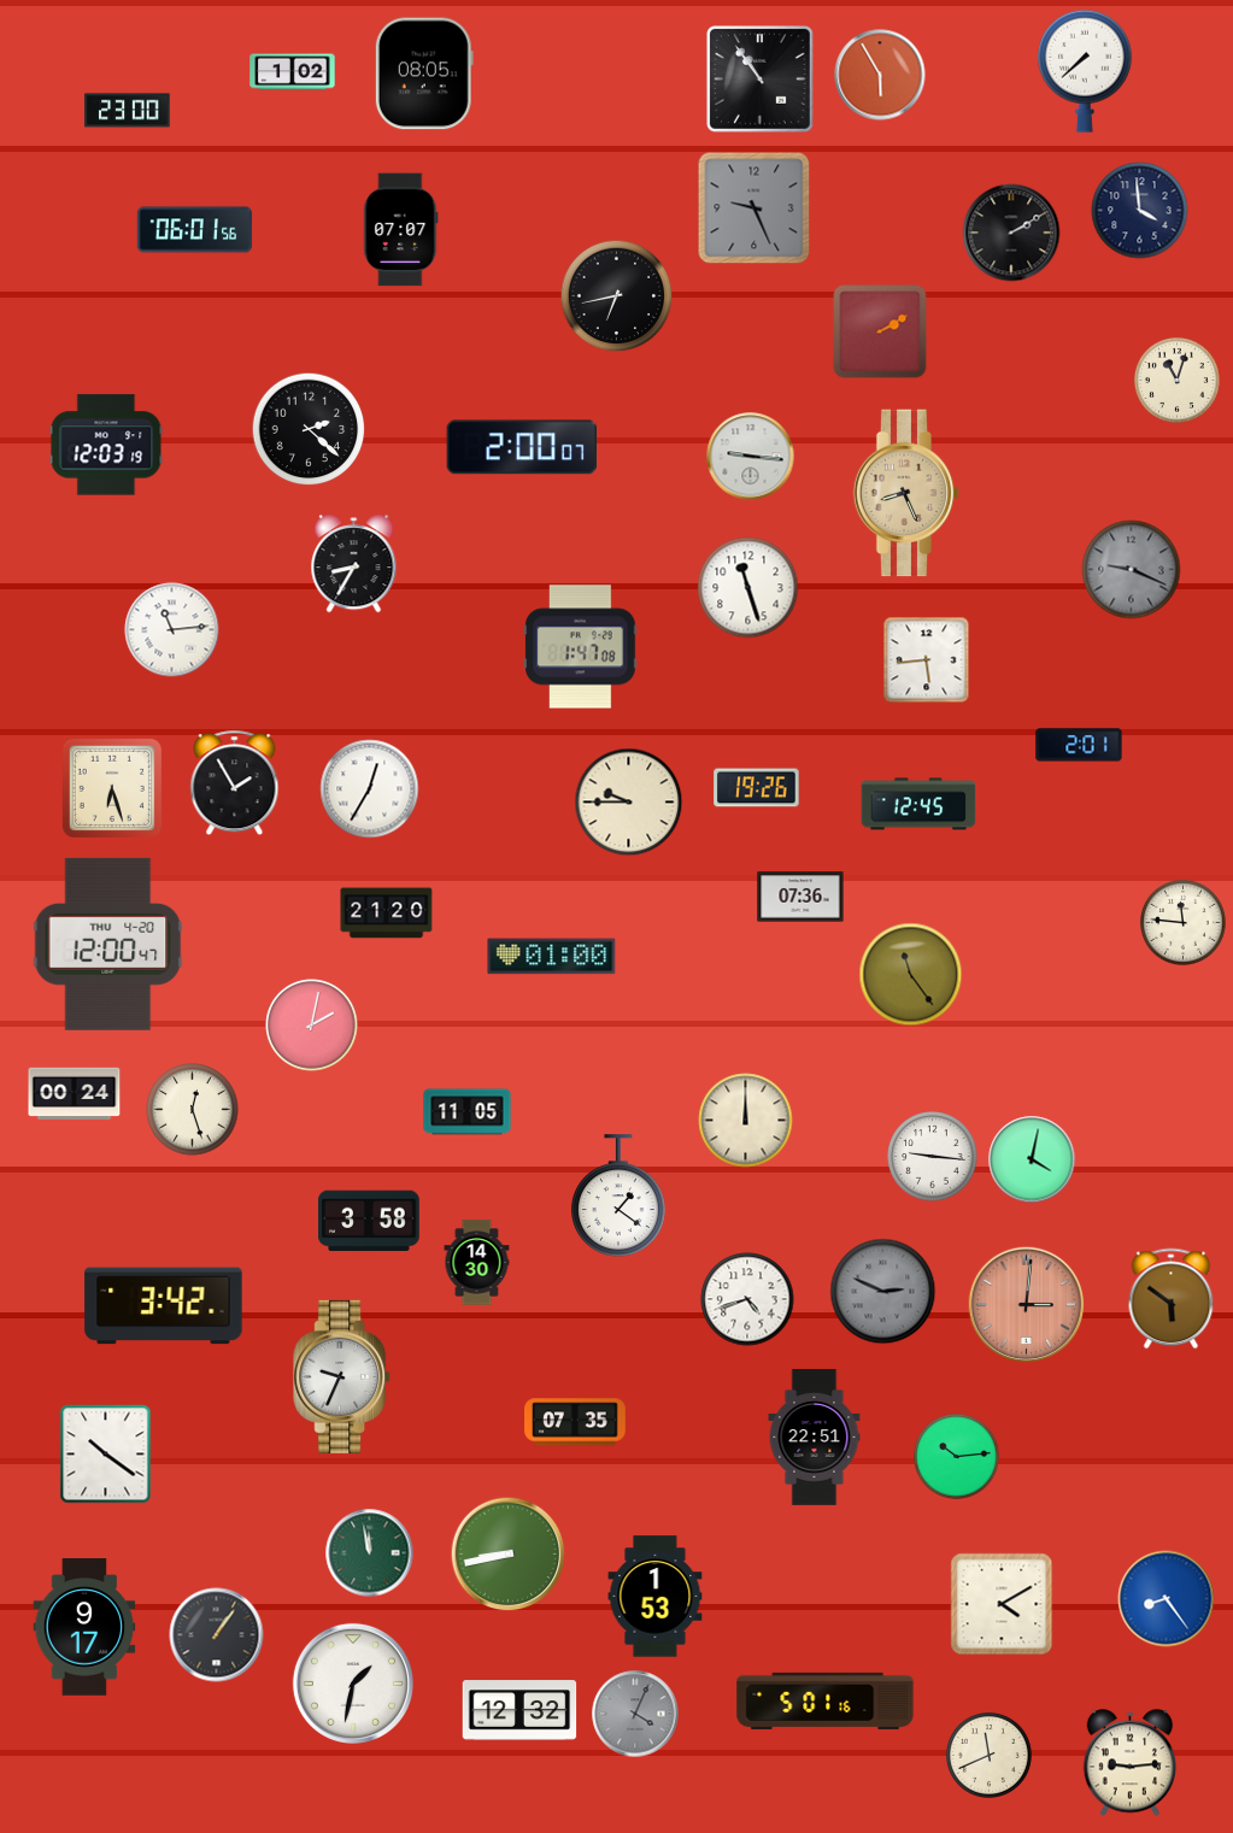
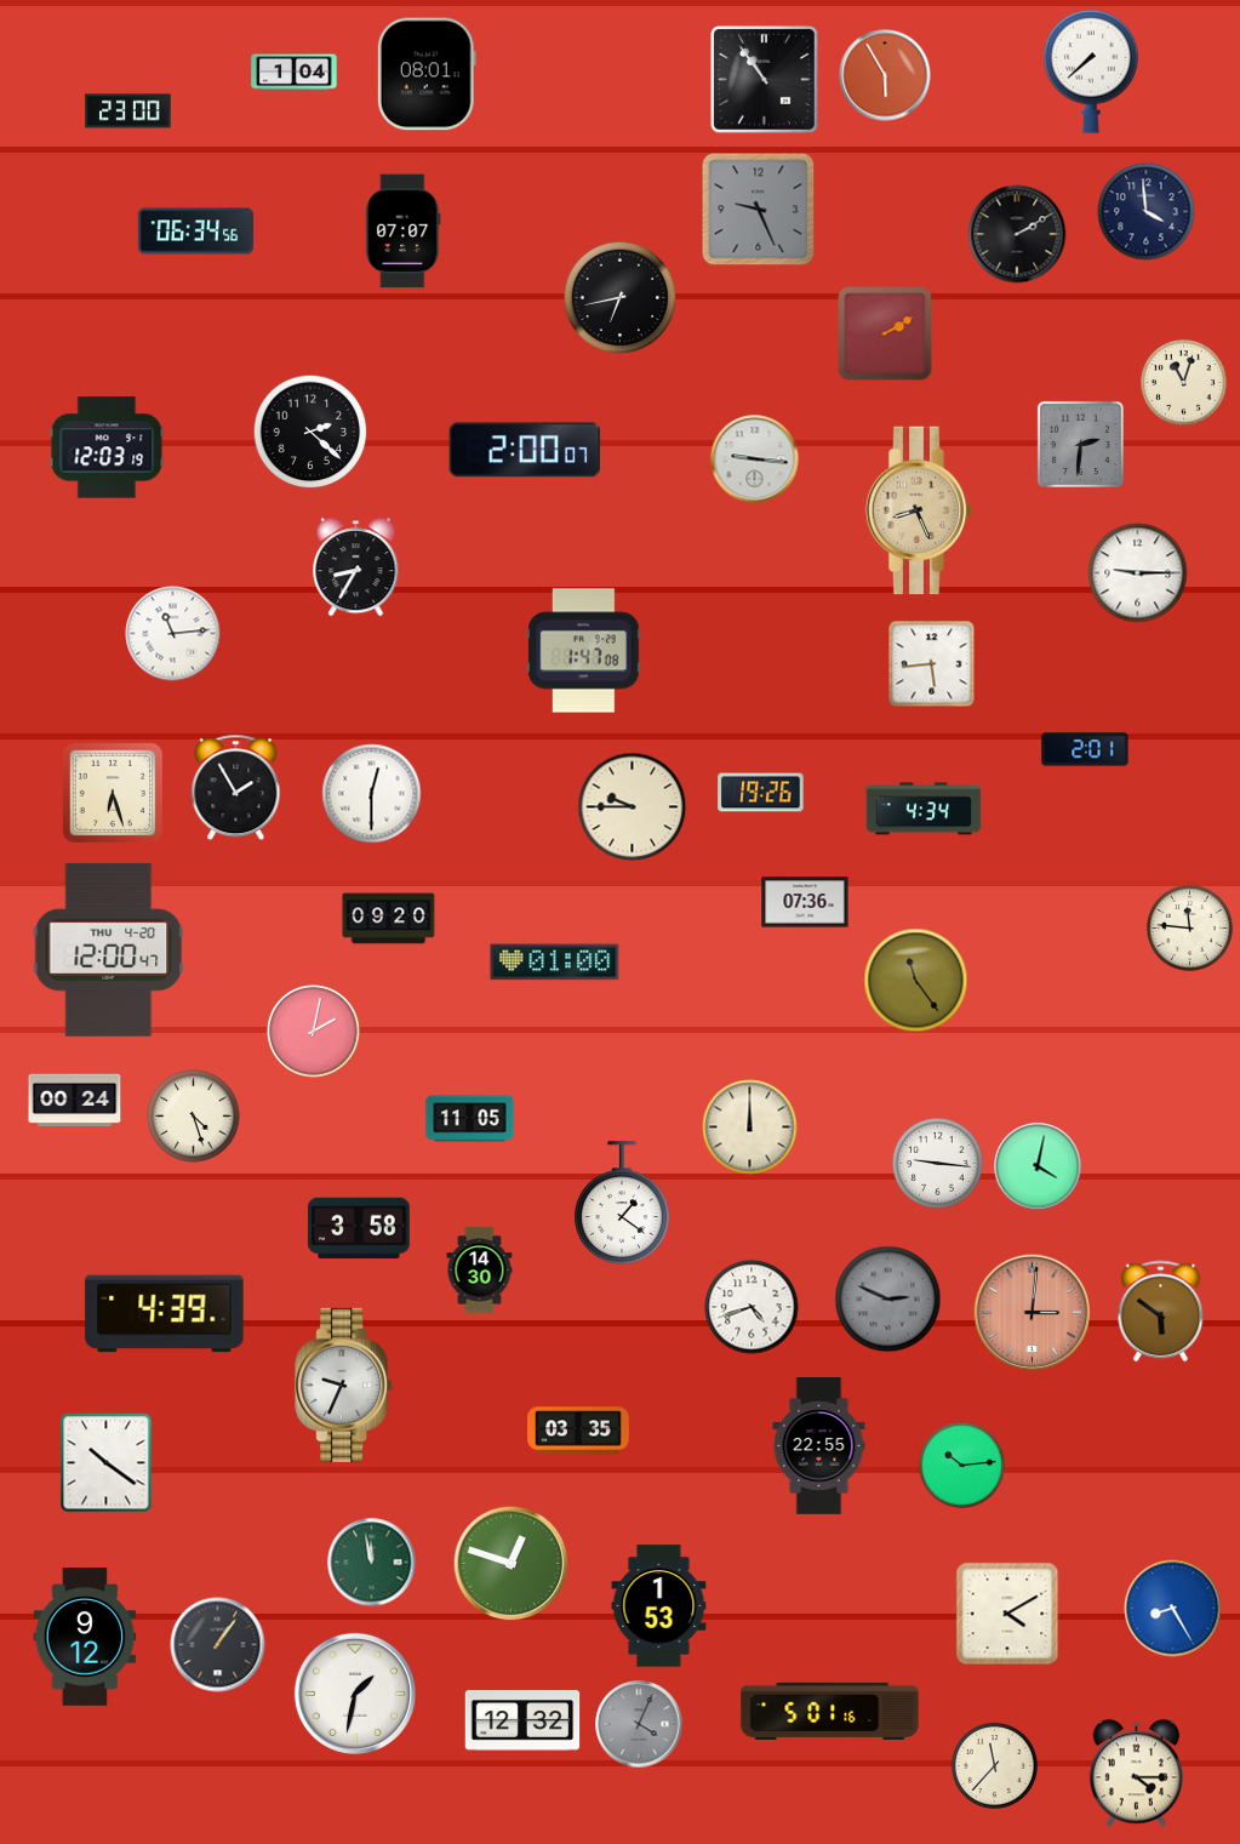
clock at (293, 72): 1:02 -> 1:04
clock at (424, 74): 08:05 -> 08:01
clock at (195, 230): 06:01 -> 06:34
clock at (1080, 444): none -> 2:31
clock at (906, 493) position: (906, 493) -> (919, 510)
clock at (1132, 570): 9:19 -> 9:15
clock at (1132, 570) dial: grey -> white
clock at (748, 588): 11:27 -> none
clock at (370, 789): 12:35 -> 12:30
clock at (918, 804): 12:45 -> 4:34
clock at (387, 913): 21:20 -> 09:20
clock at (193, 1110): 12:27 -> 4:27
clock at (370, 1221) position: (370, 1221) -> (360, 1228)
clock at (1172, 1299) position: (1172, 1299) -> (1161, 1312)
clock at (164, 1306): 3:42 -> 4:39
clock at (575, 1422): 07:35 -> 03:35
clock at (815, 1438): 22:51 -> 22:55
clock at (509, 1555): 8:43 -> 12:48
clock at (1167, 1599): 8:24 -> 8:25
clock at (84, 1627): 9:17 -> 9:12
clock at (988, 1755): 11:41 -> 11:37
clock at (1131, 1763): 9:14 -> 4:15
